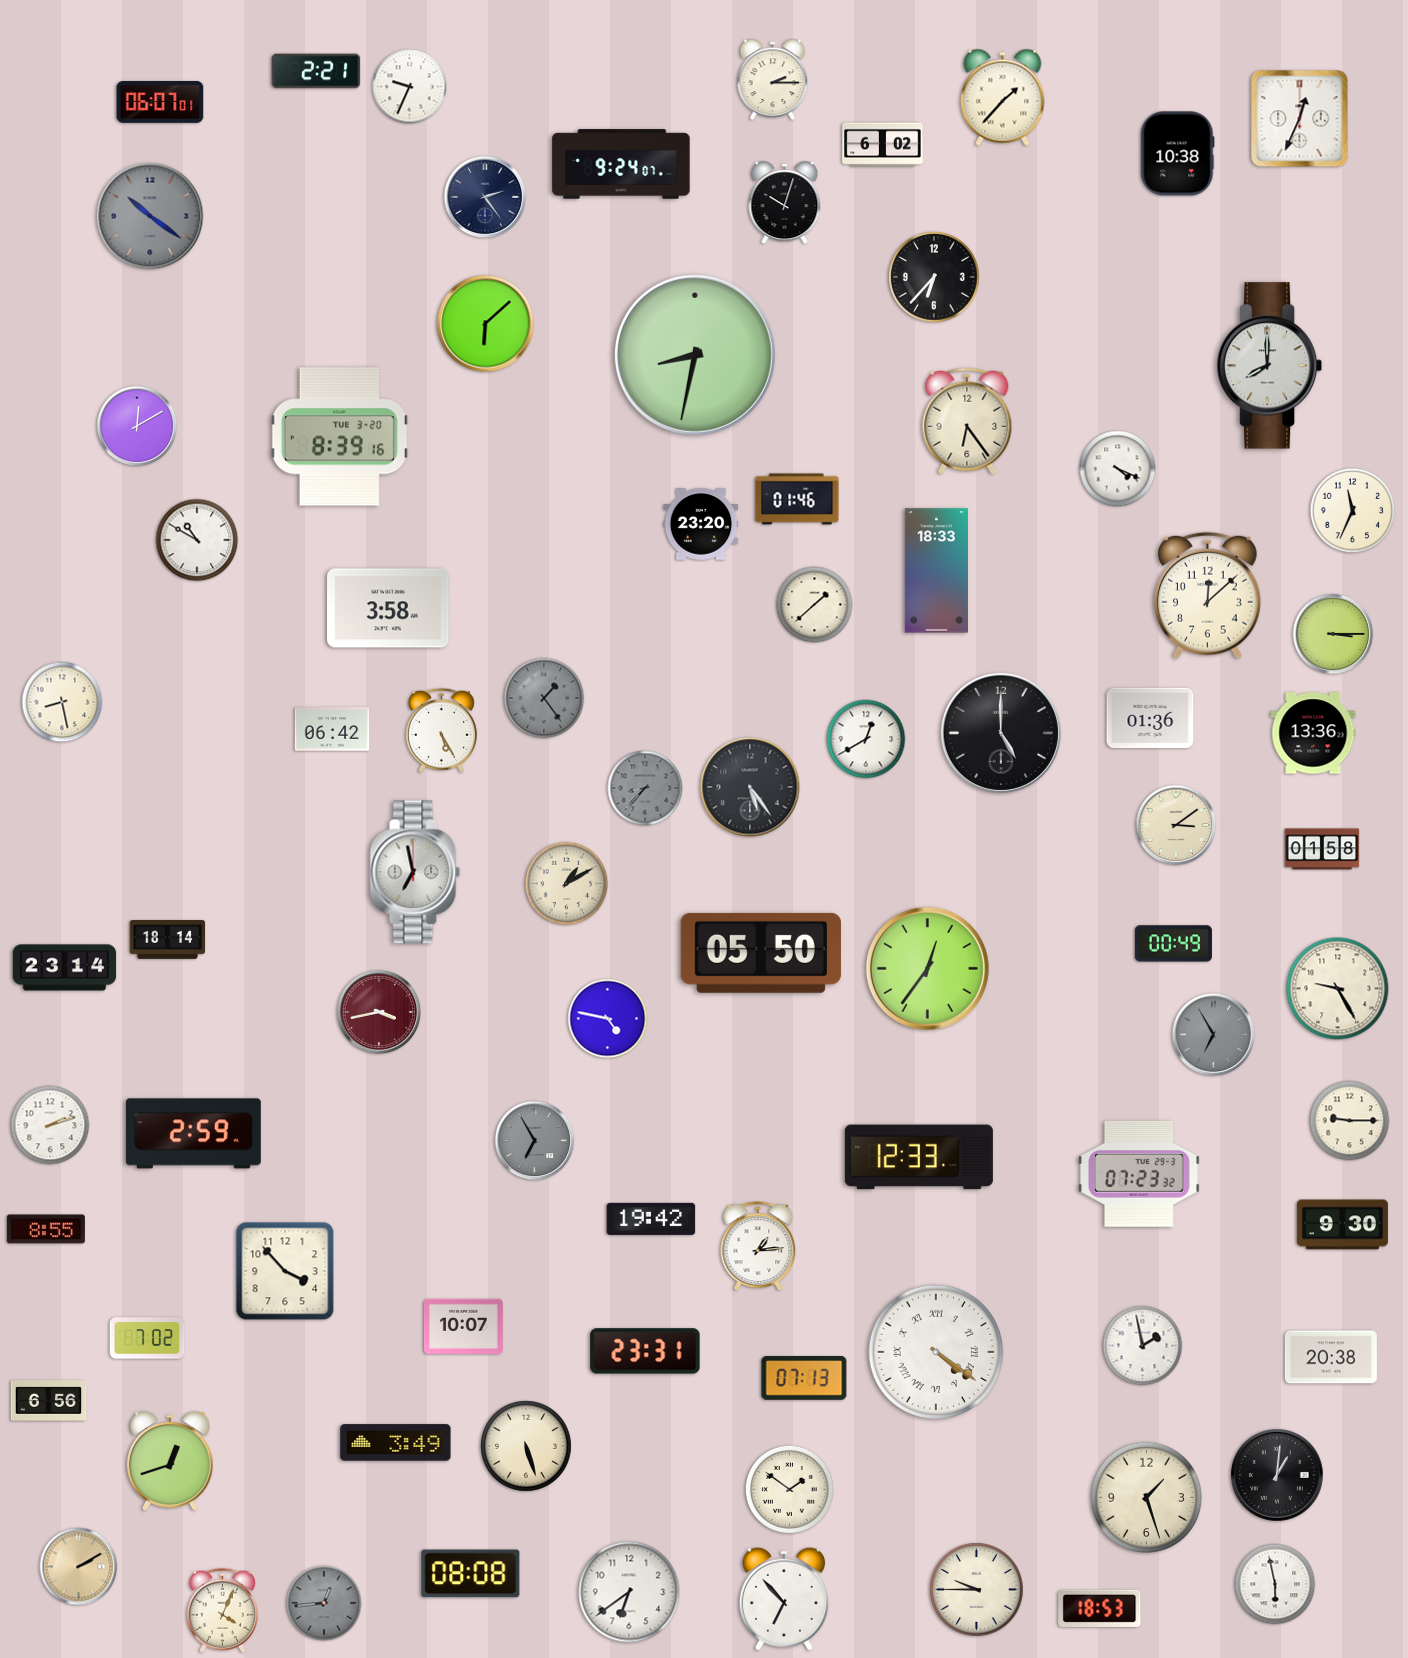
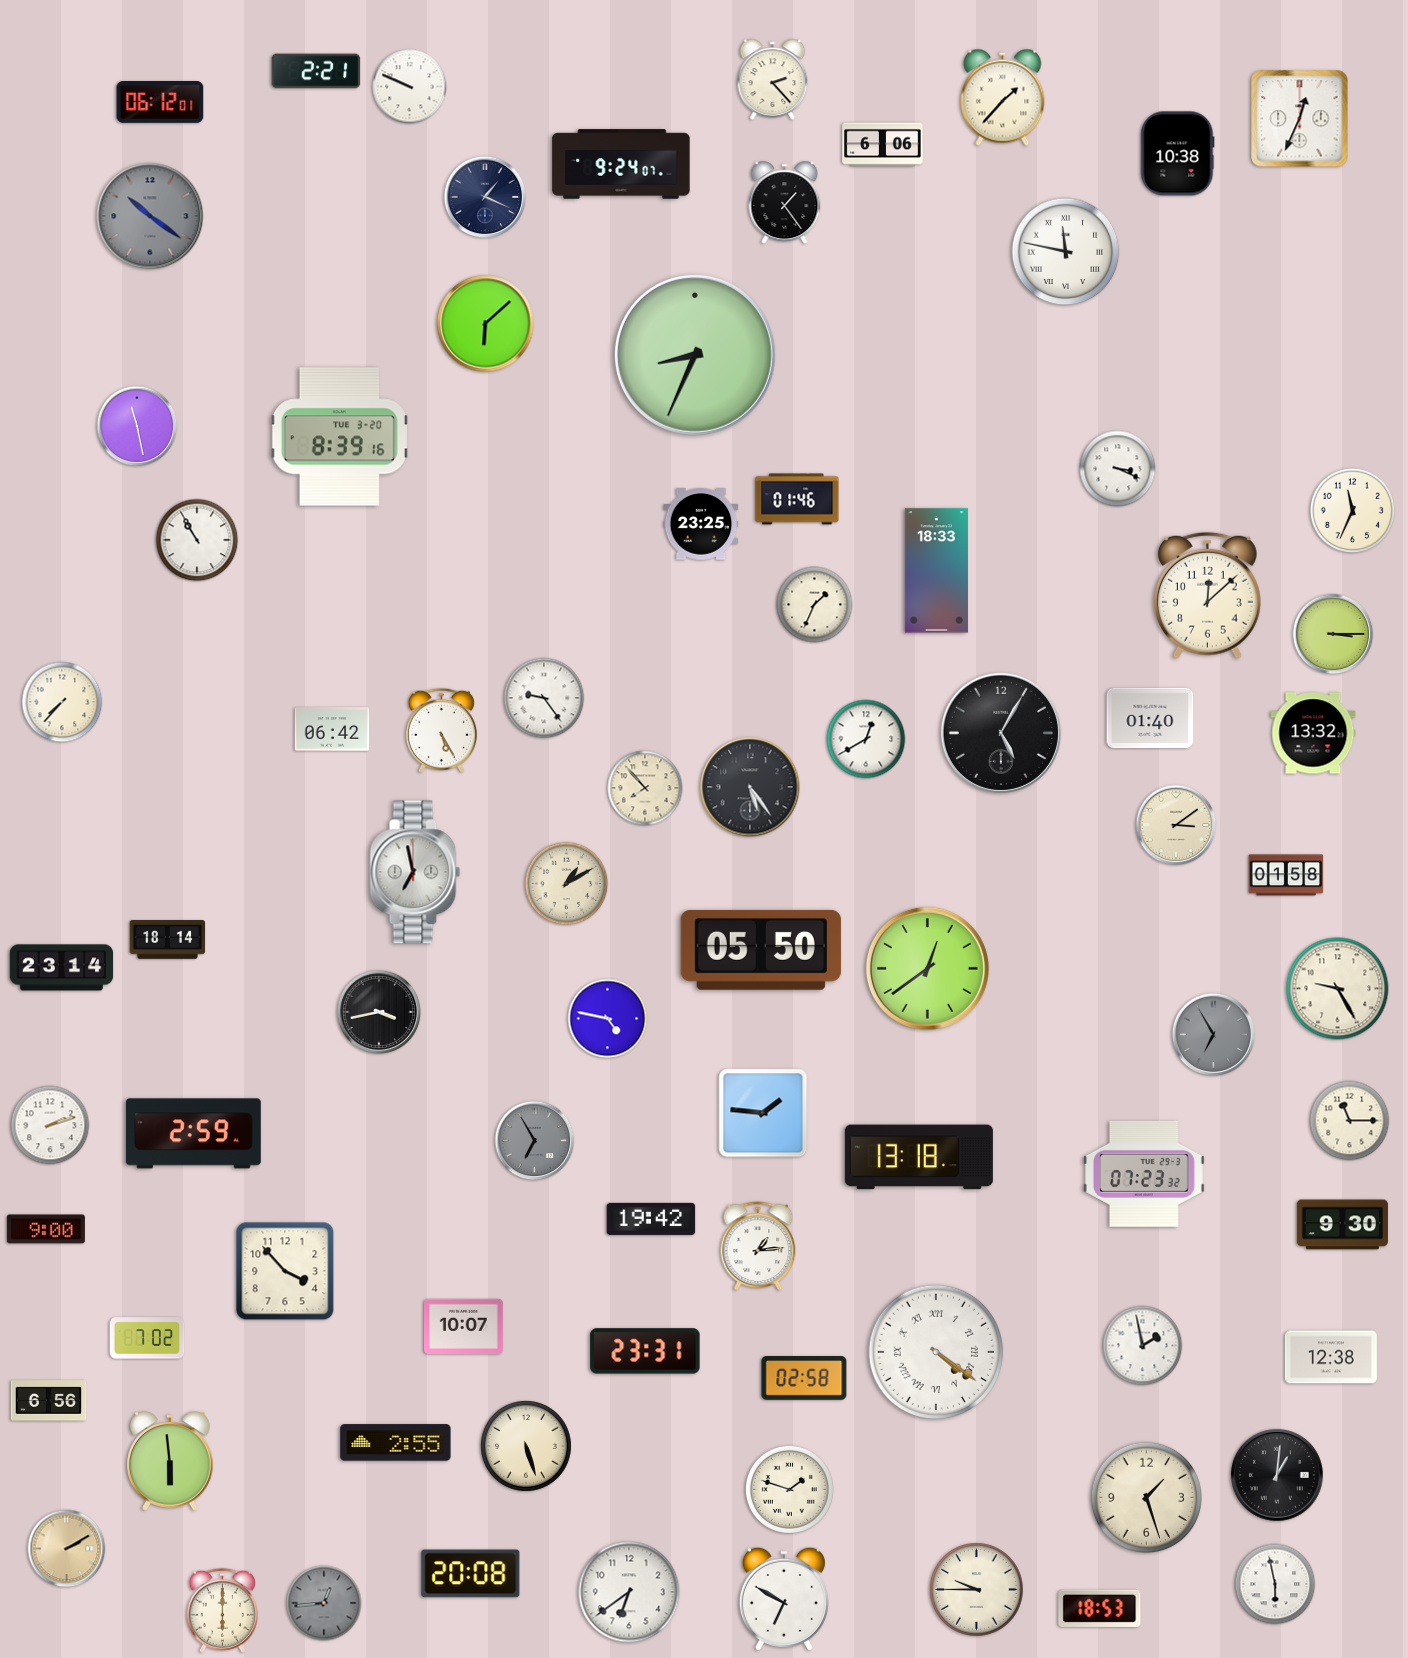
clock at (773, 79): 2:15 -> 2:23
clock at (410, 87): 9:34 -> 9:49
clock at (160, 103): 06:07 -> 06:12
clock at (883, 145): 6:02 -> 6:06
clock at (485, 197): 2:24 -> 1:19
clock at (785, 203): 10:03 -> 1:24
clock at (1066, 252): none -> 11:47
clock at (935, 278): 6:37 -> none
clock at (695, 355): 8:32 -> 8:34
clock at (1270, 366): 8:00 -> none
clock at (967, 421): 6:24 -> none
clock at (137, 426): 12:10 -> 11:28
clock at (1118, 469): 4:19 -> 3:19
clock at (701, 524): 23:20 -> 23:25
clock at (197, 540): 10:50 -> 10:55
clock at (815, 605): 1:38 -> 1:34
clock at (389, 608): 3:58 -> none
clock at (544, 698): 1:24 -> 9:24
clock at (544, 698) dial: grey -> white
clock at (62, 702): 8:28 -> 7:37
clock at (1150, 718): 01:36 -> 01:40
clock at (1001, 733): 5:00 -> 5:05
clock at (1313, 733): 13:36 -> 13:32
clock at (645, 788): 8:37 -> 7:53
clock at (645, 788) dial: grey -> cream
clock at (1322, 849) position: (1322, 849) -> (1286, 875)
clock at (1173, 944): 00:49 -> none
clock at (761, 953) position: (761, 953) -> (761, 950)
clock at (65, 968) position: (65, 968) -> (62, 968)
clock at (927, 968): 12:36 -> 12:39
clock at (379, 1012) dial: burgundy -> black
clock at (763, 1113): none -> 1:46
clock at (1350, 1121): 9:15 -> 11:15
clock at (919, 1157): 12:33 -> 13:18
clock at (1140, 1174) position: (1140, 1174) -> (1145, 1174)
clock at (46, 1229): 8:55 -> 9:00
clock at (1331, 1357): 20:38 -> 12:38
clock at (804, 1378): 07:13 -> 02:58
clock at (396, 1443): 3:49 -> 2:55
clock at (171, 1461): 12:42 -> 5:59
clock at (789, 1489): 1:51 -> 1:48
clock at (79, 1567) position: (79, 1567) -> (67, 1549)
clock at (471, 1574): 08:08 -> 20:08
clock at (784, 1599): 6:53 -> 6:50
clock at (222, 1610): 4:04 -> 6:00
